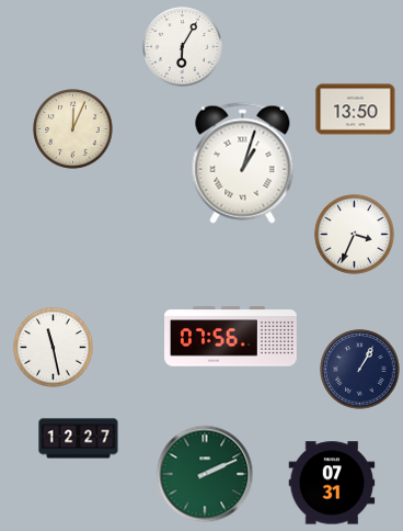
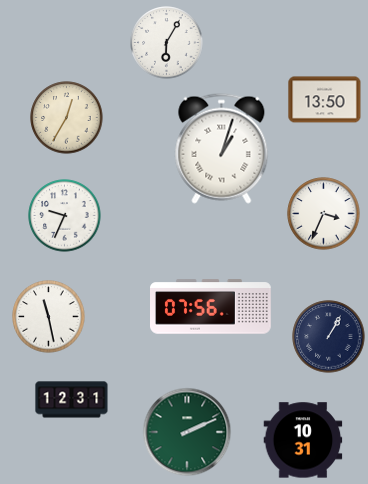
clock at (73, 129): 12:04 -> 12:35
clock at (65, 216): none -> 9:34
clock at (79, 439): 12:27 -> 12:31
clock at (332, 483): 07:31 -> 10:31
